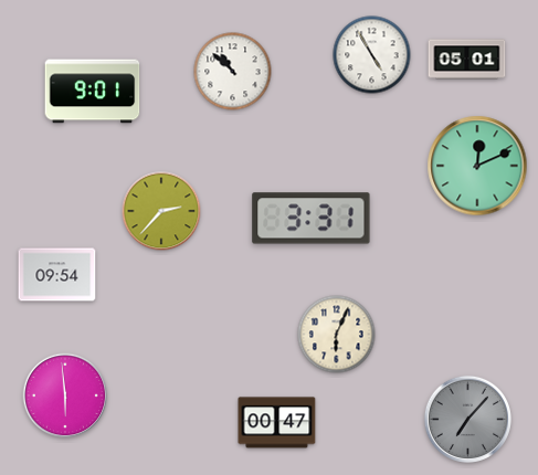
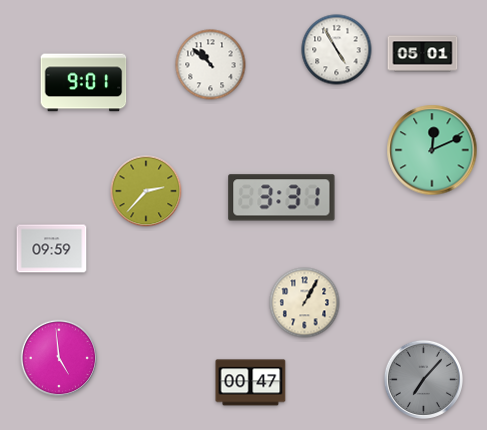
clock at (57, 275): 09:54 -> 09:59
clock at (337, 335): 6:04 -> 1:05
clock at (65, 395): 5:59 -> 4:59
